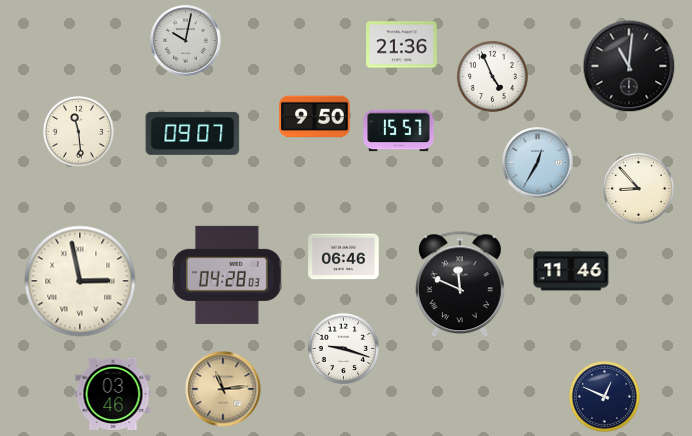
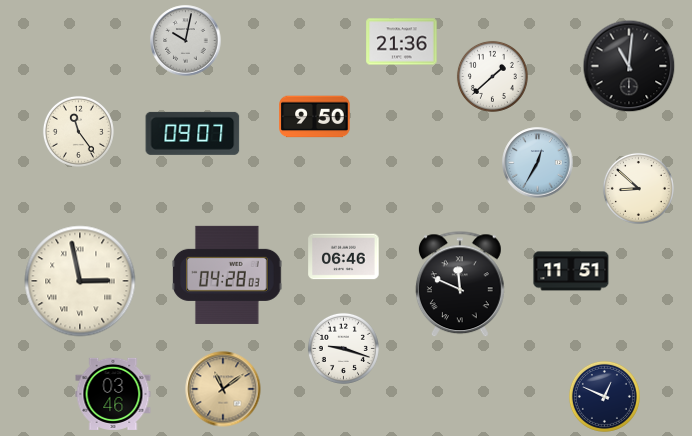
clock at (402, 45) position: (402, 45) -> (402, 42)
clock at (492, 76): 4:56 -> 1:38
clock at (78, 131): 11:29 -> 11:24
clock at (399, 131): 15:57 -> none
clock at (638, 188): 8:53 -> 8:52
clock at (571, 271): 11:46 -> 11:51
clock at (223, 389): 11:14 -> 11:09
